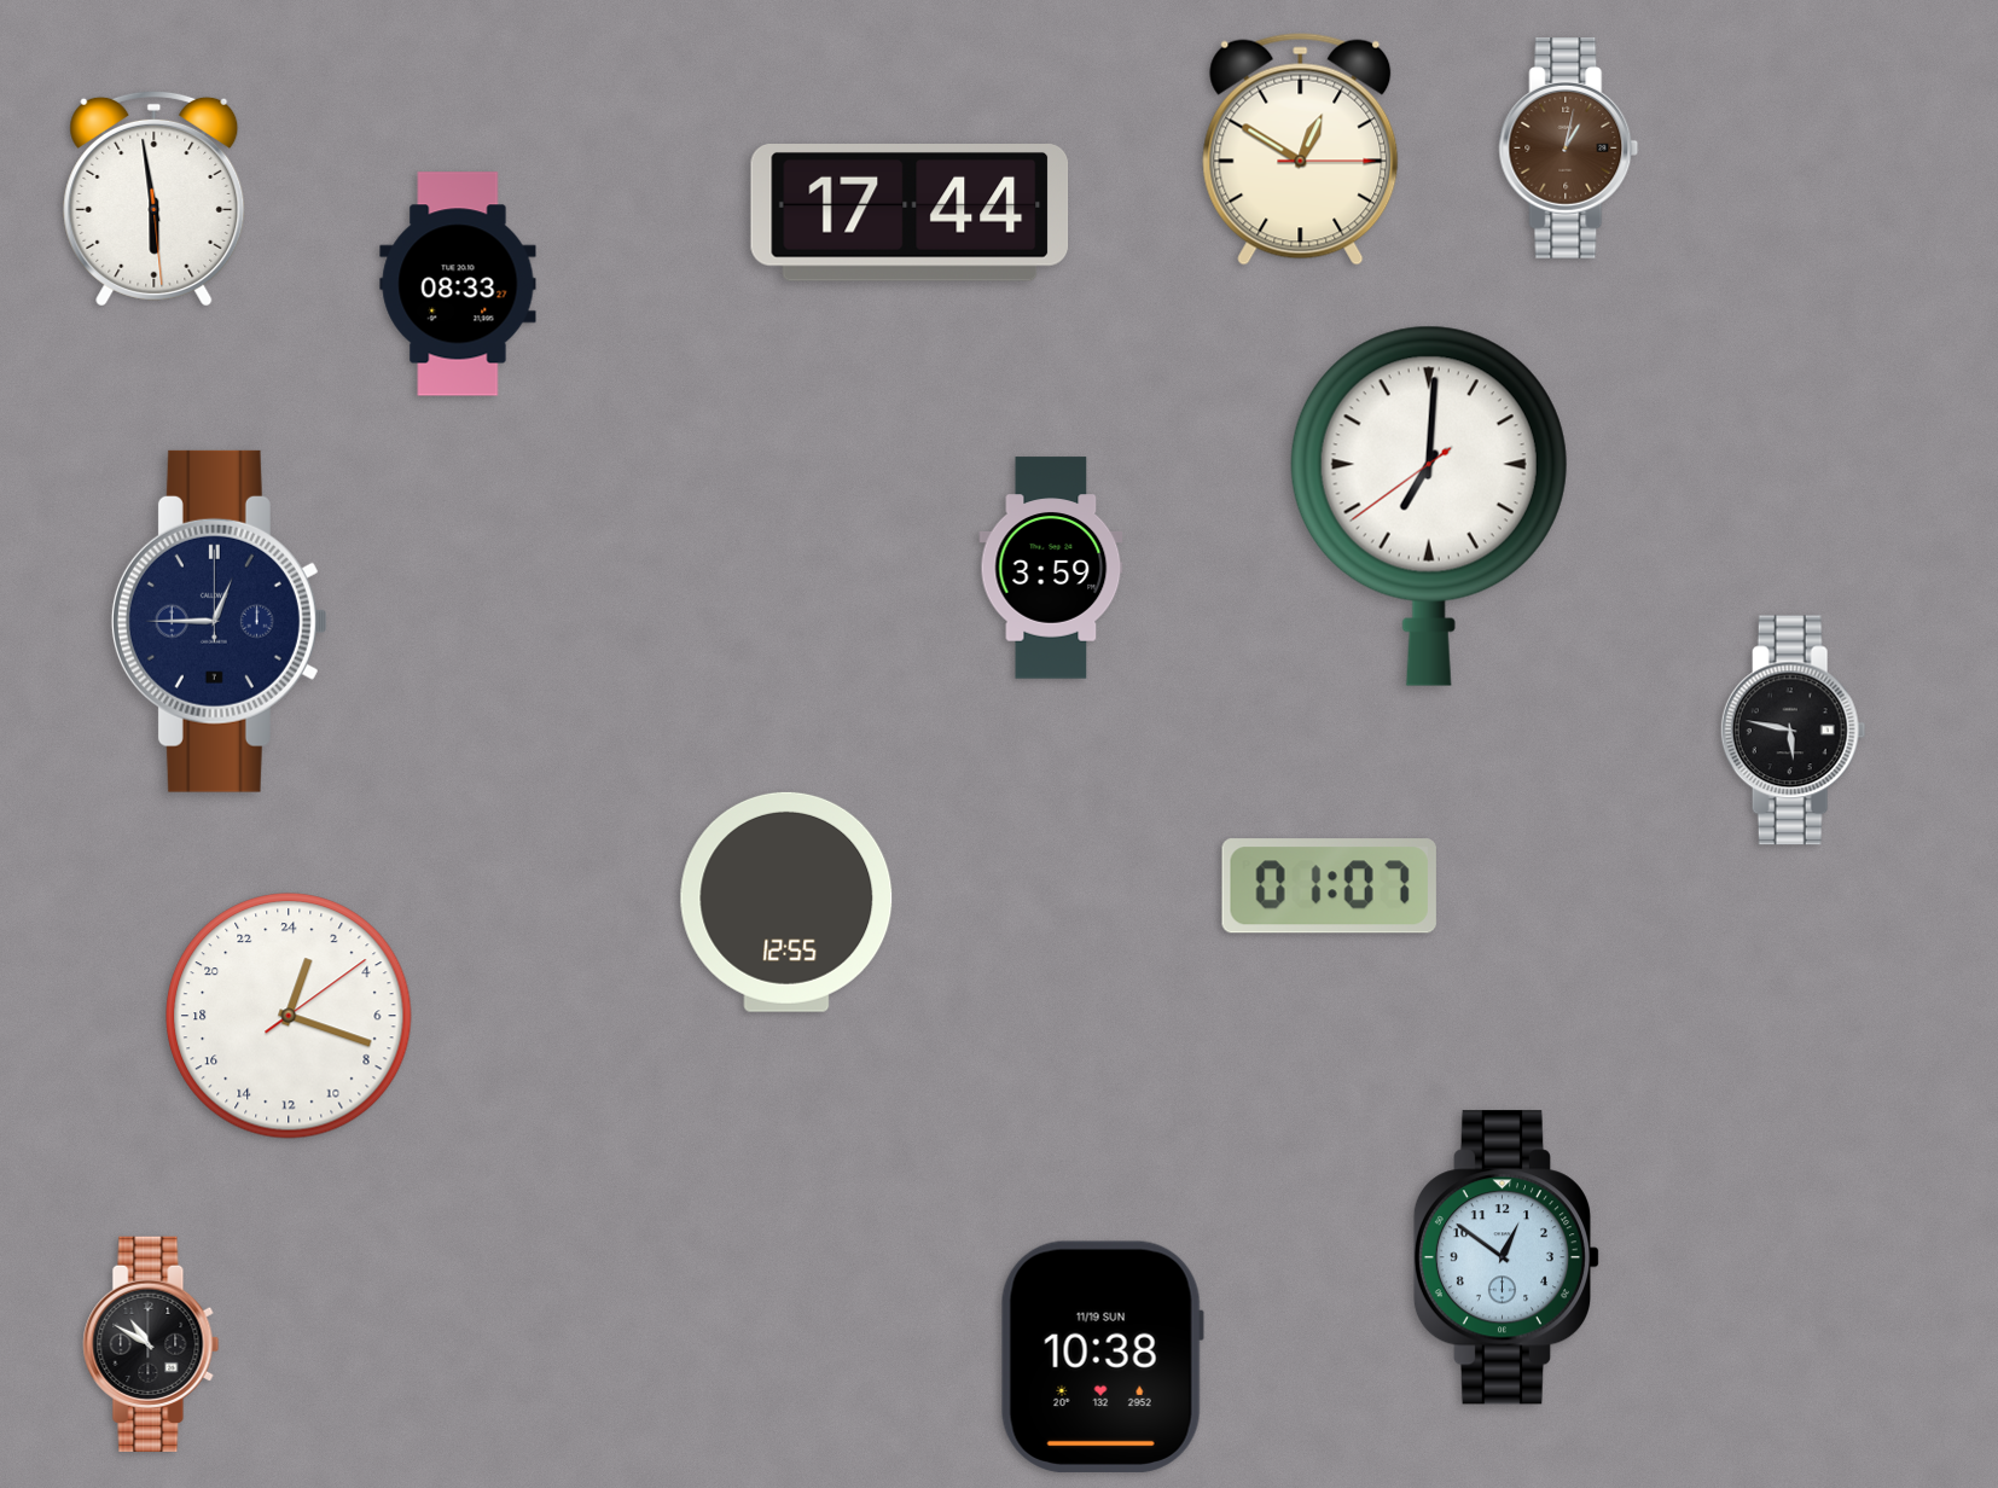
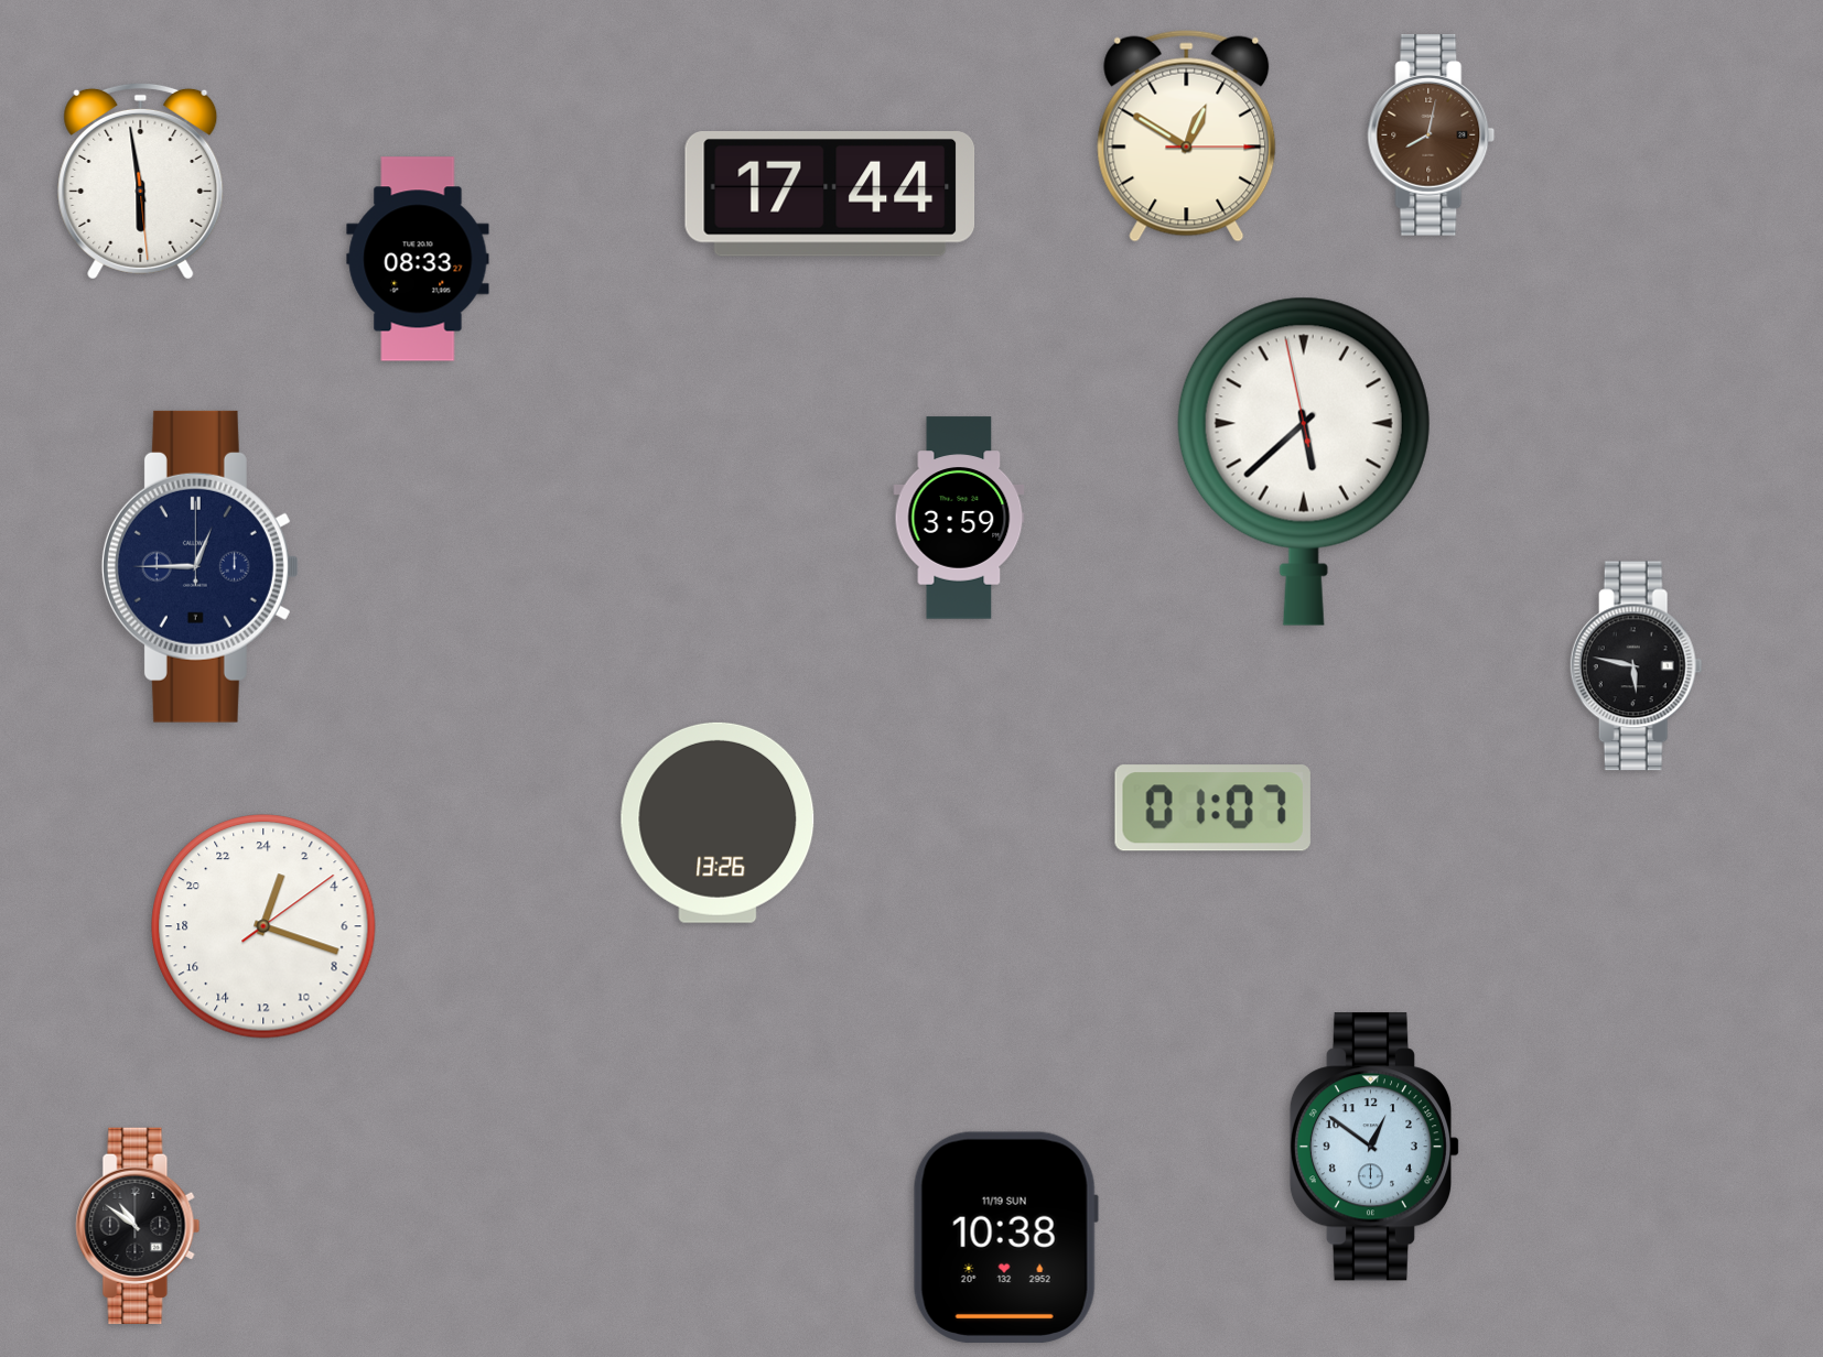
clock at (1569, 149): 1:02 -> 8:02
clock at (1429, 506): 7:00 -> 5:37
clock at (786, 902): 12:55 -> 13:26
clock at (151, 1344): 10:50 -> 10:51
